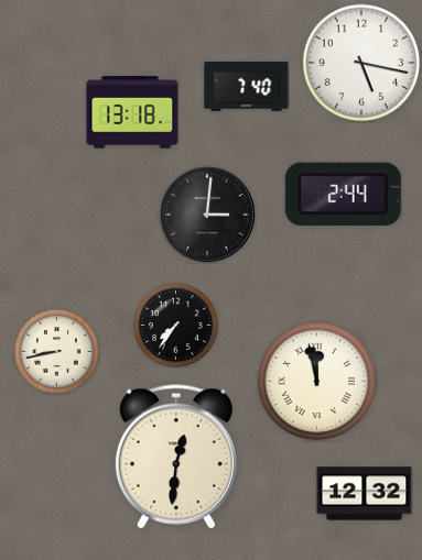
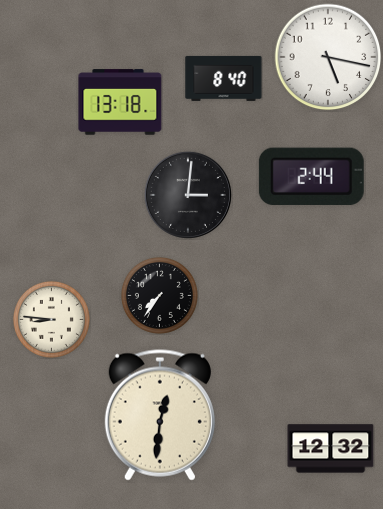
clock at (247, 86): 7:40 -> 8:40
clock at (56, 351): 8:43 -> 8:46
clock at (317, 382): 11:58 -> none
